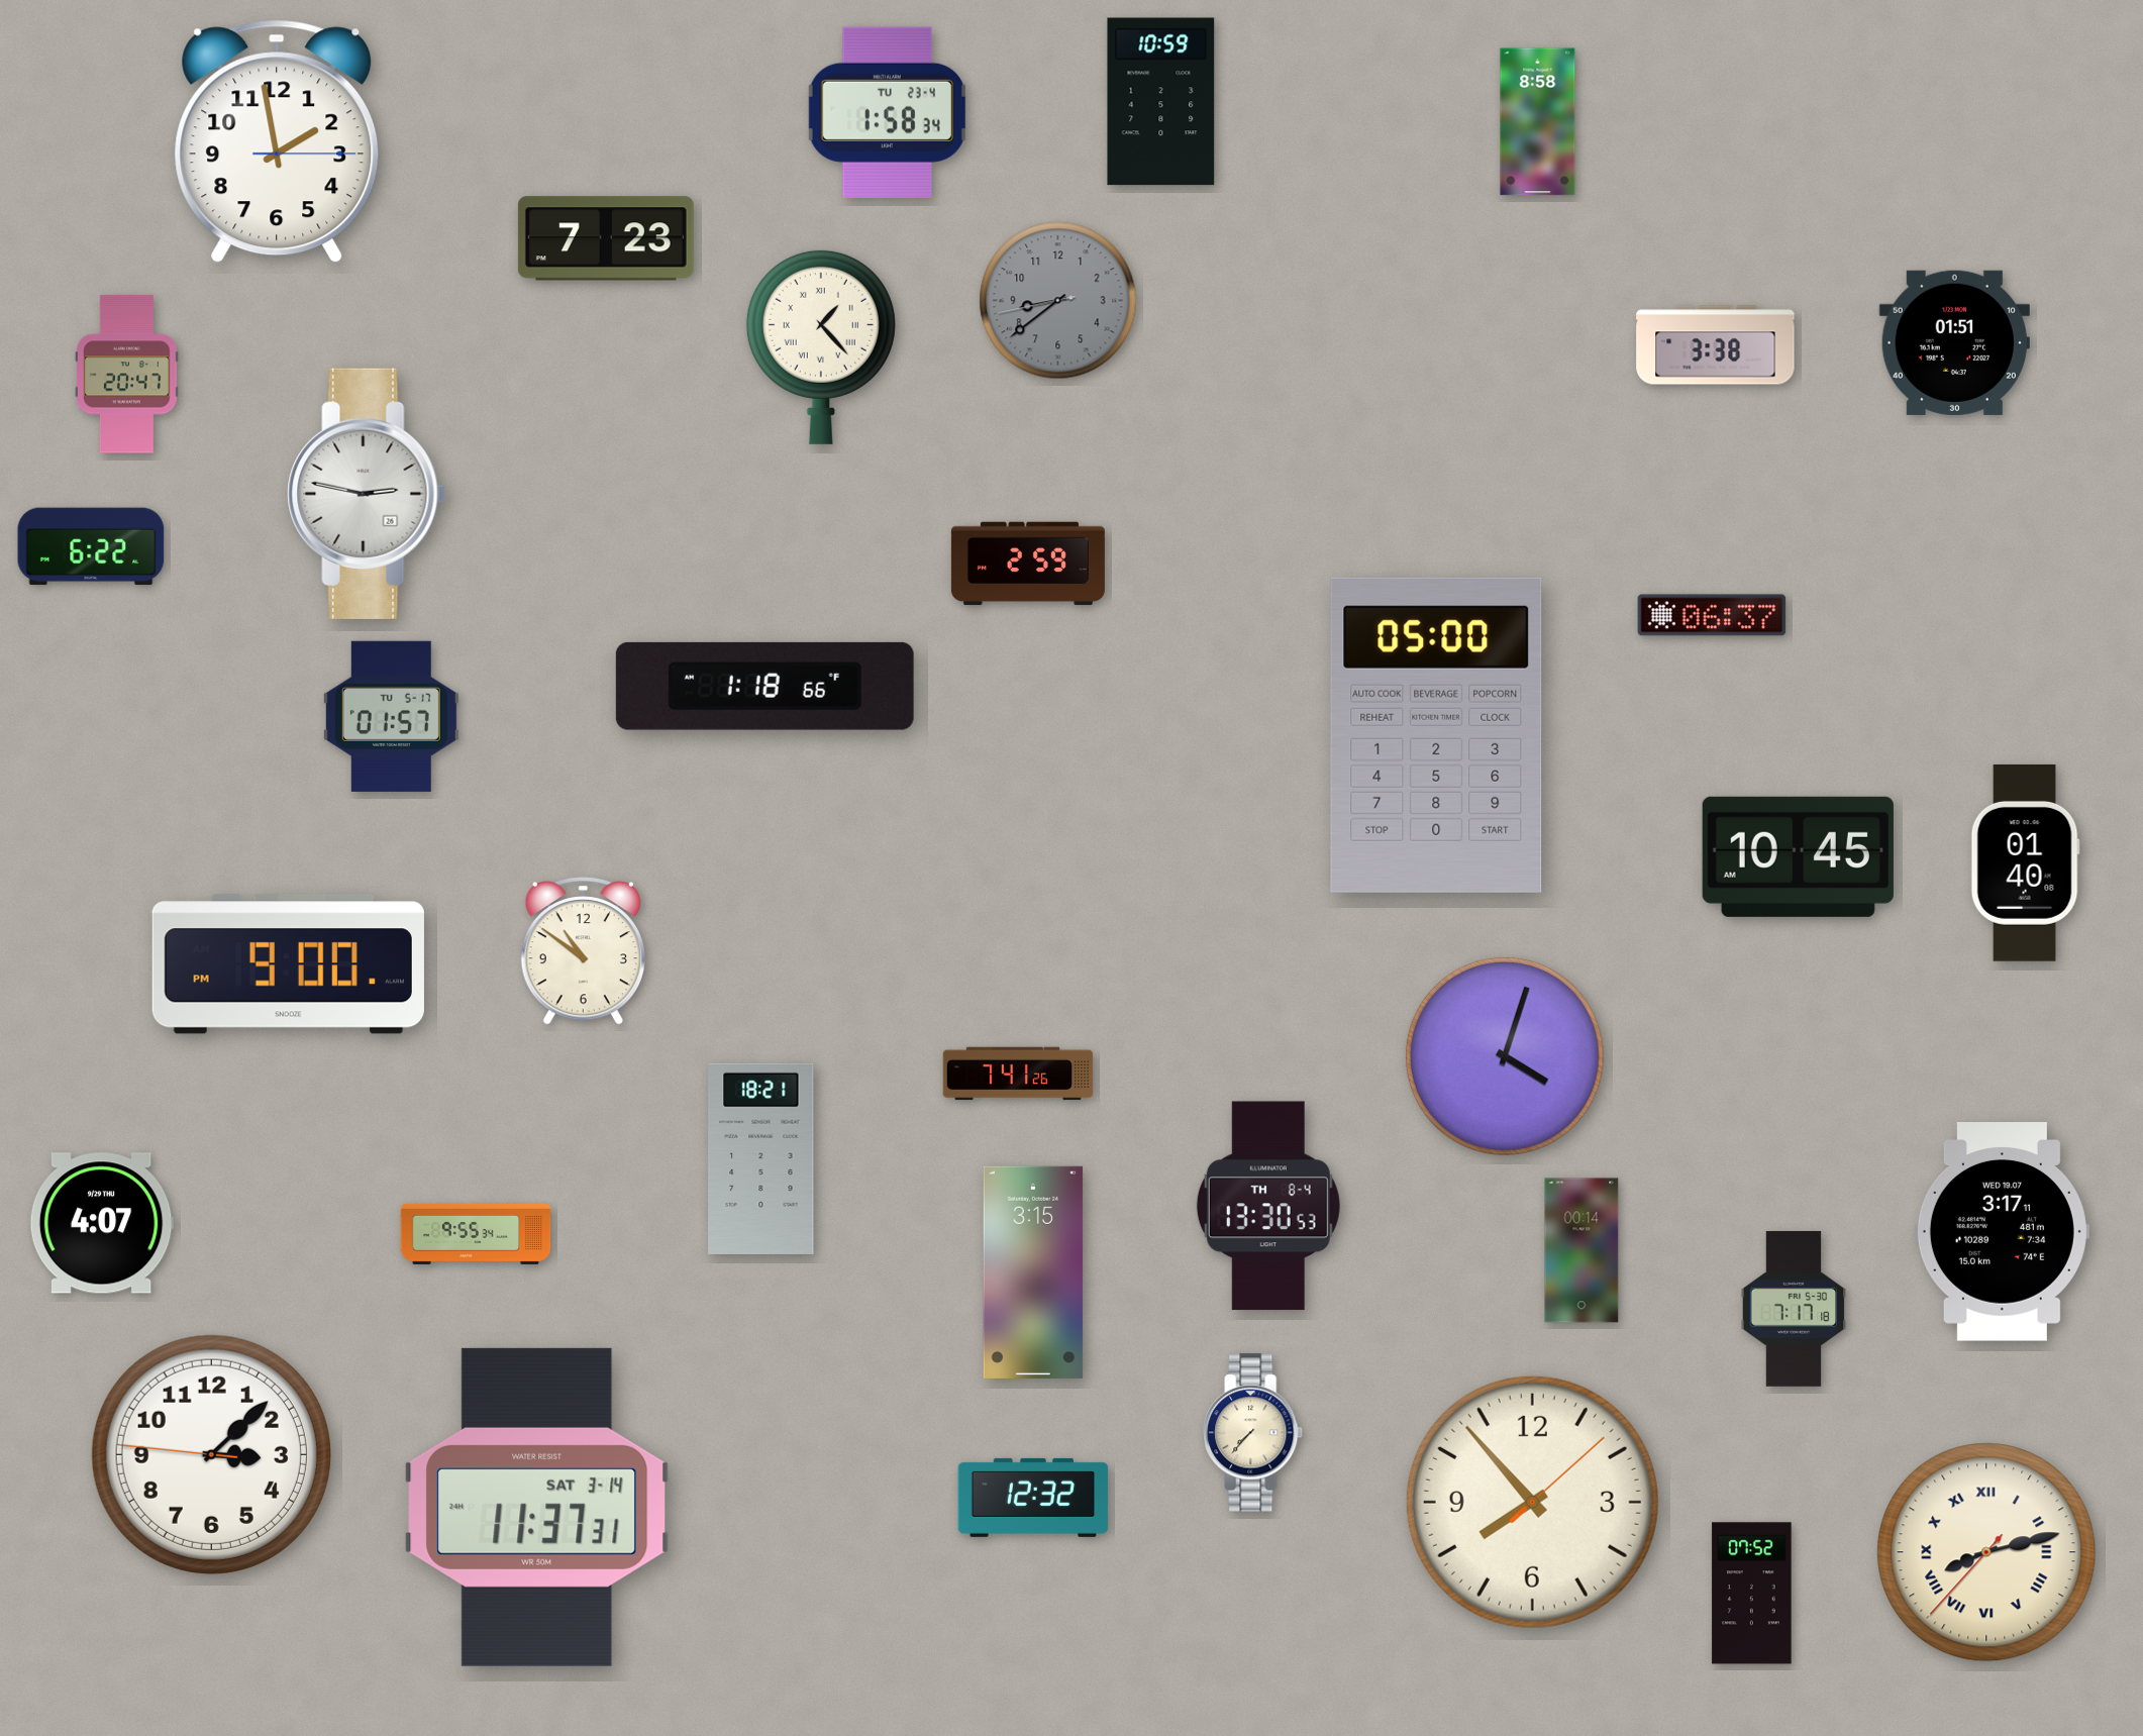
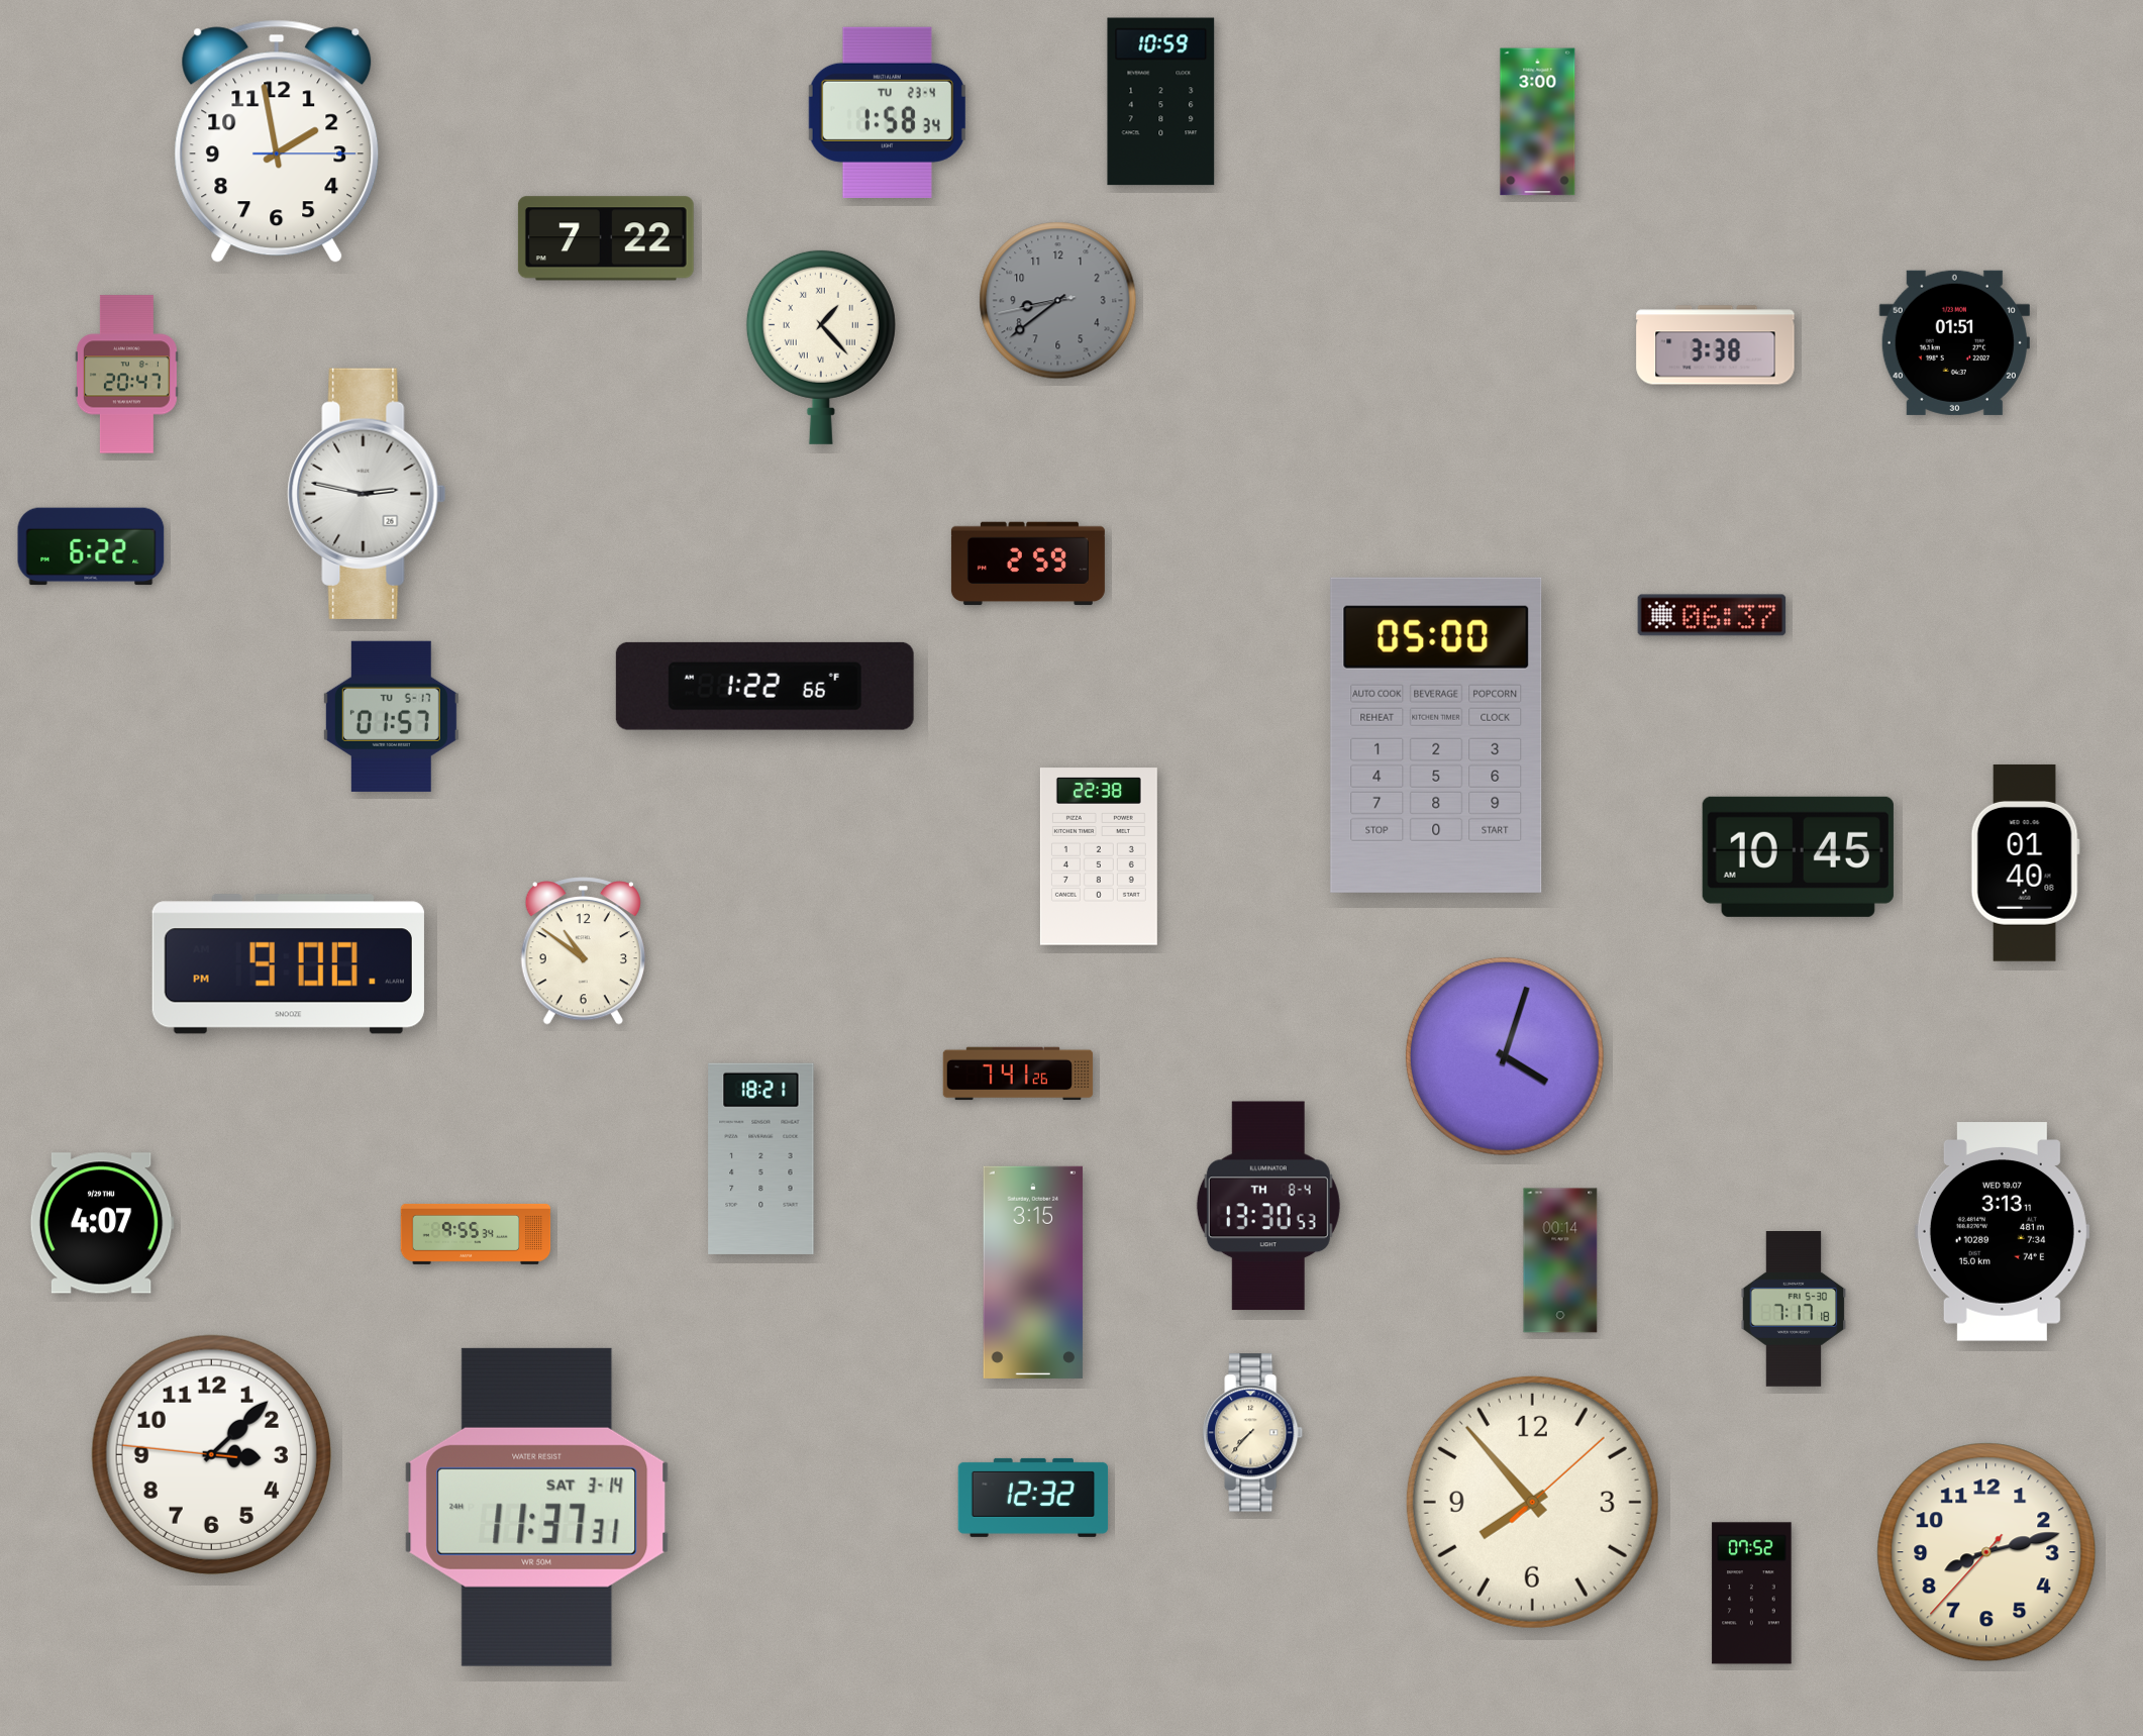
clock at (1538, 122): 8:58 -> 3:00
clock at (606, 238): 7:23 -> 7:22
clock at (764, 686): 1:18 -> 1:22
clock at (1099, 856): none -> 22:38
clock at (2002, 1232): 3:17 -> 3:13
clock at (1581, 1250) position: (1581, 1250) -> (1560, 1260)
clock at (1986, 1552) numerals: Roman -> Arabic
